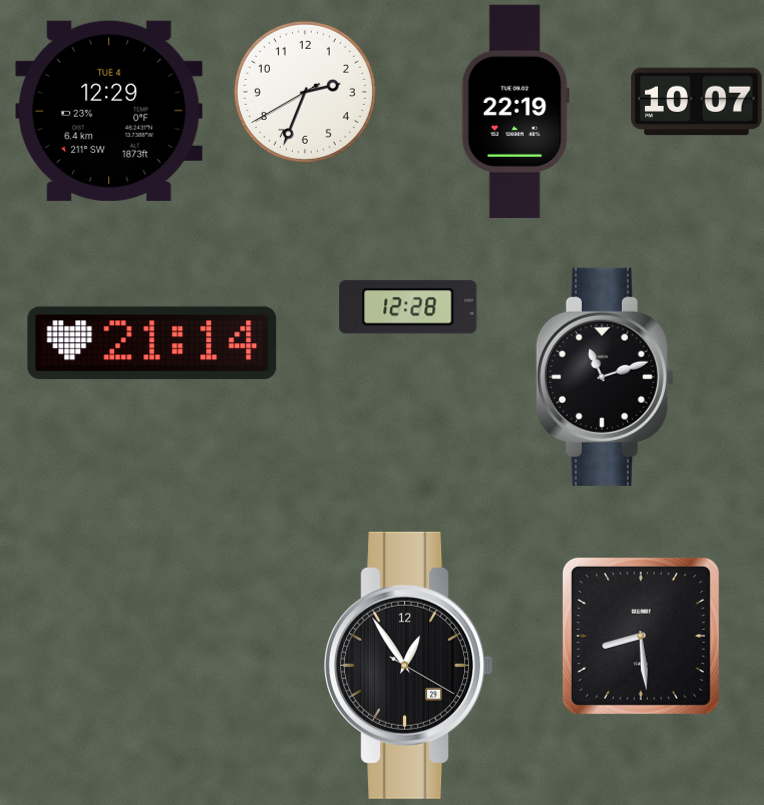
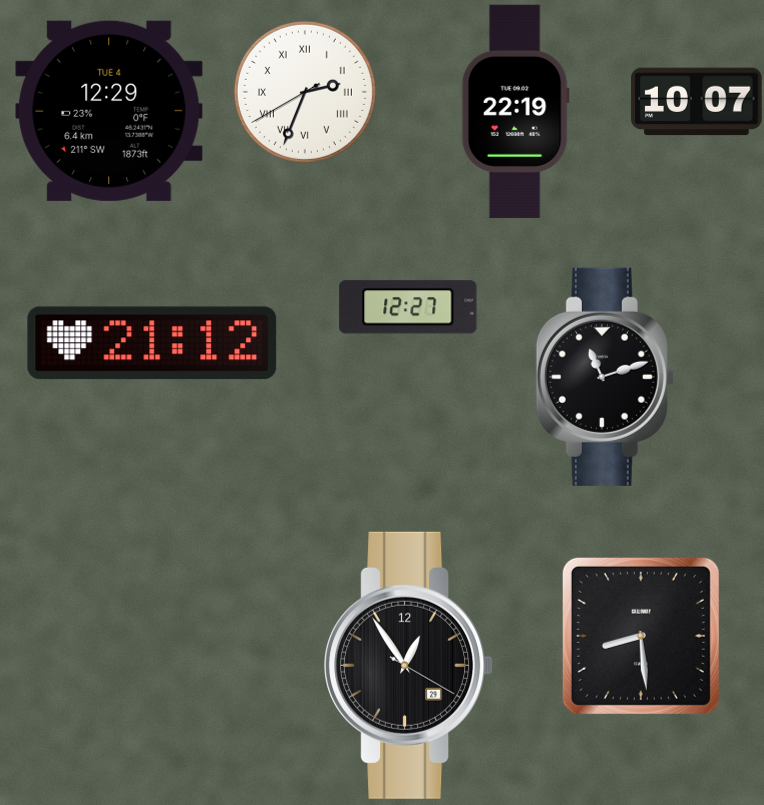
clock at (305, 92) numerals: Arabic -> Roman
clock at (408, 307): 12:28 -> 12:27
clock at (152, 343): 21:14 -> 21:12
